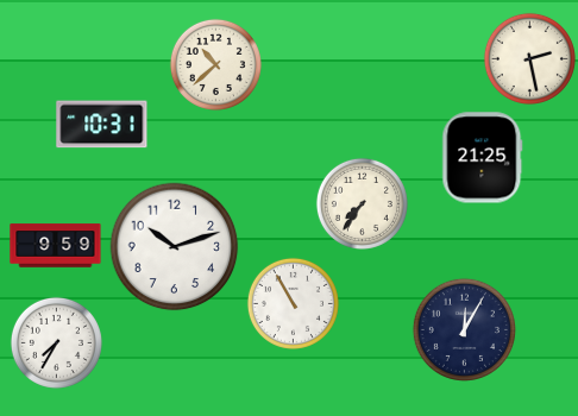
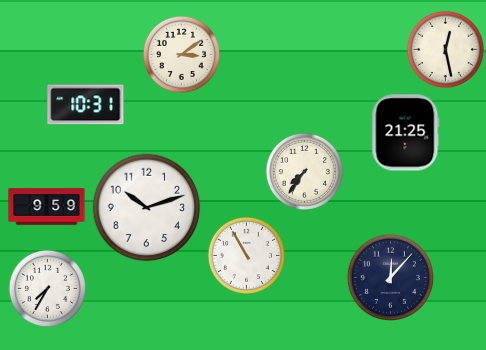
clock at (529, 58): 2:28 -> 12:28
clock at (215, 64): 10:38 -> 3:09
clock at (464, 329): 12:05 -> 12:07
